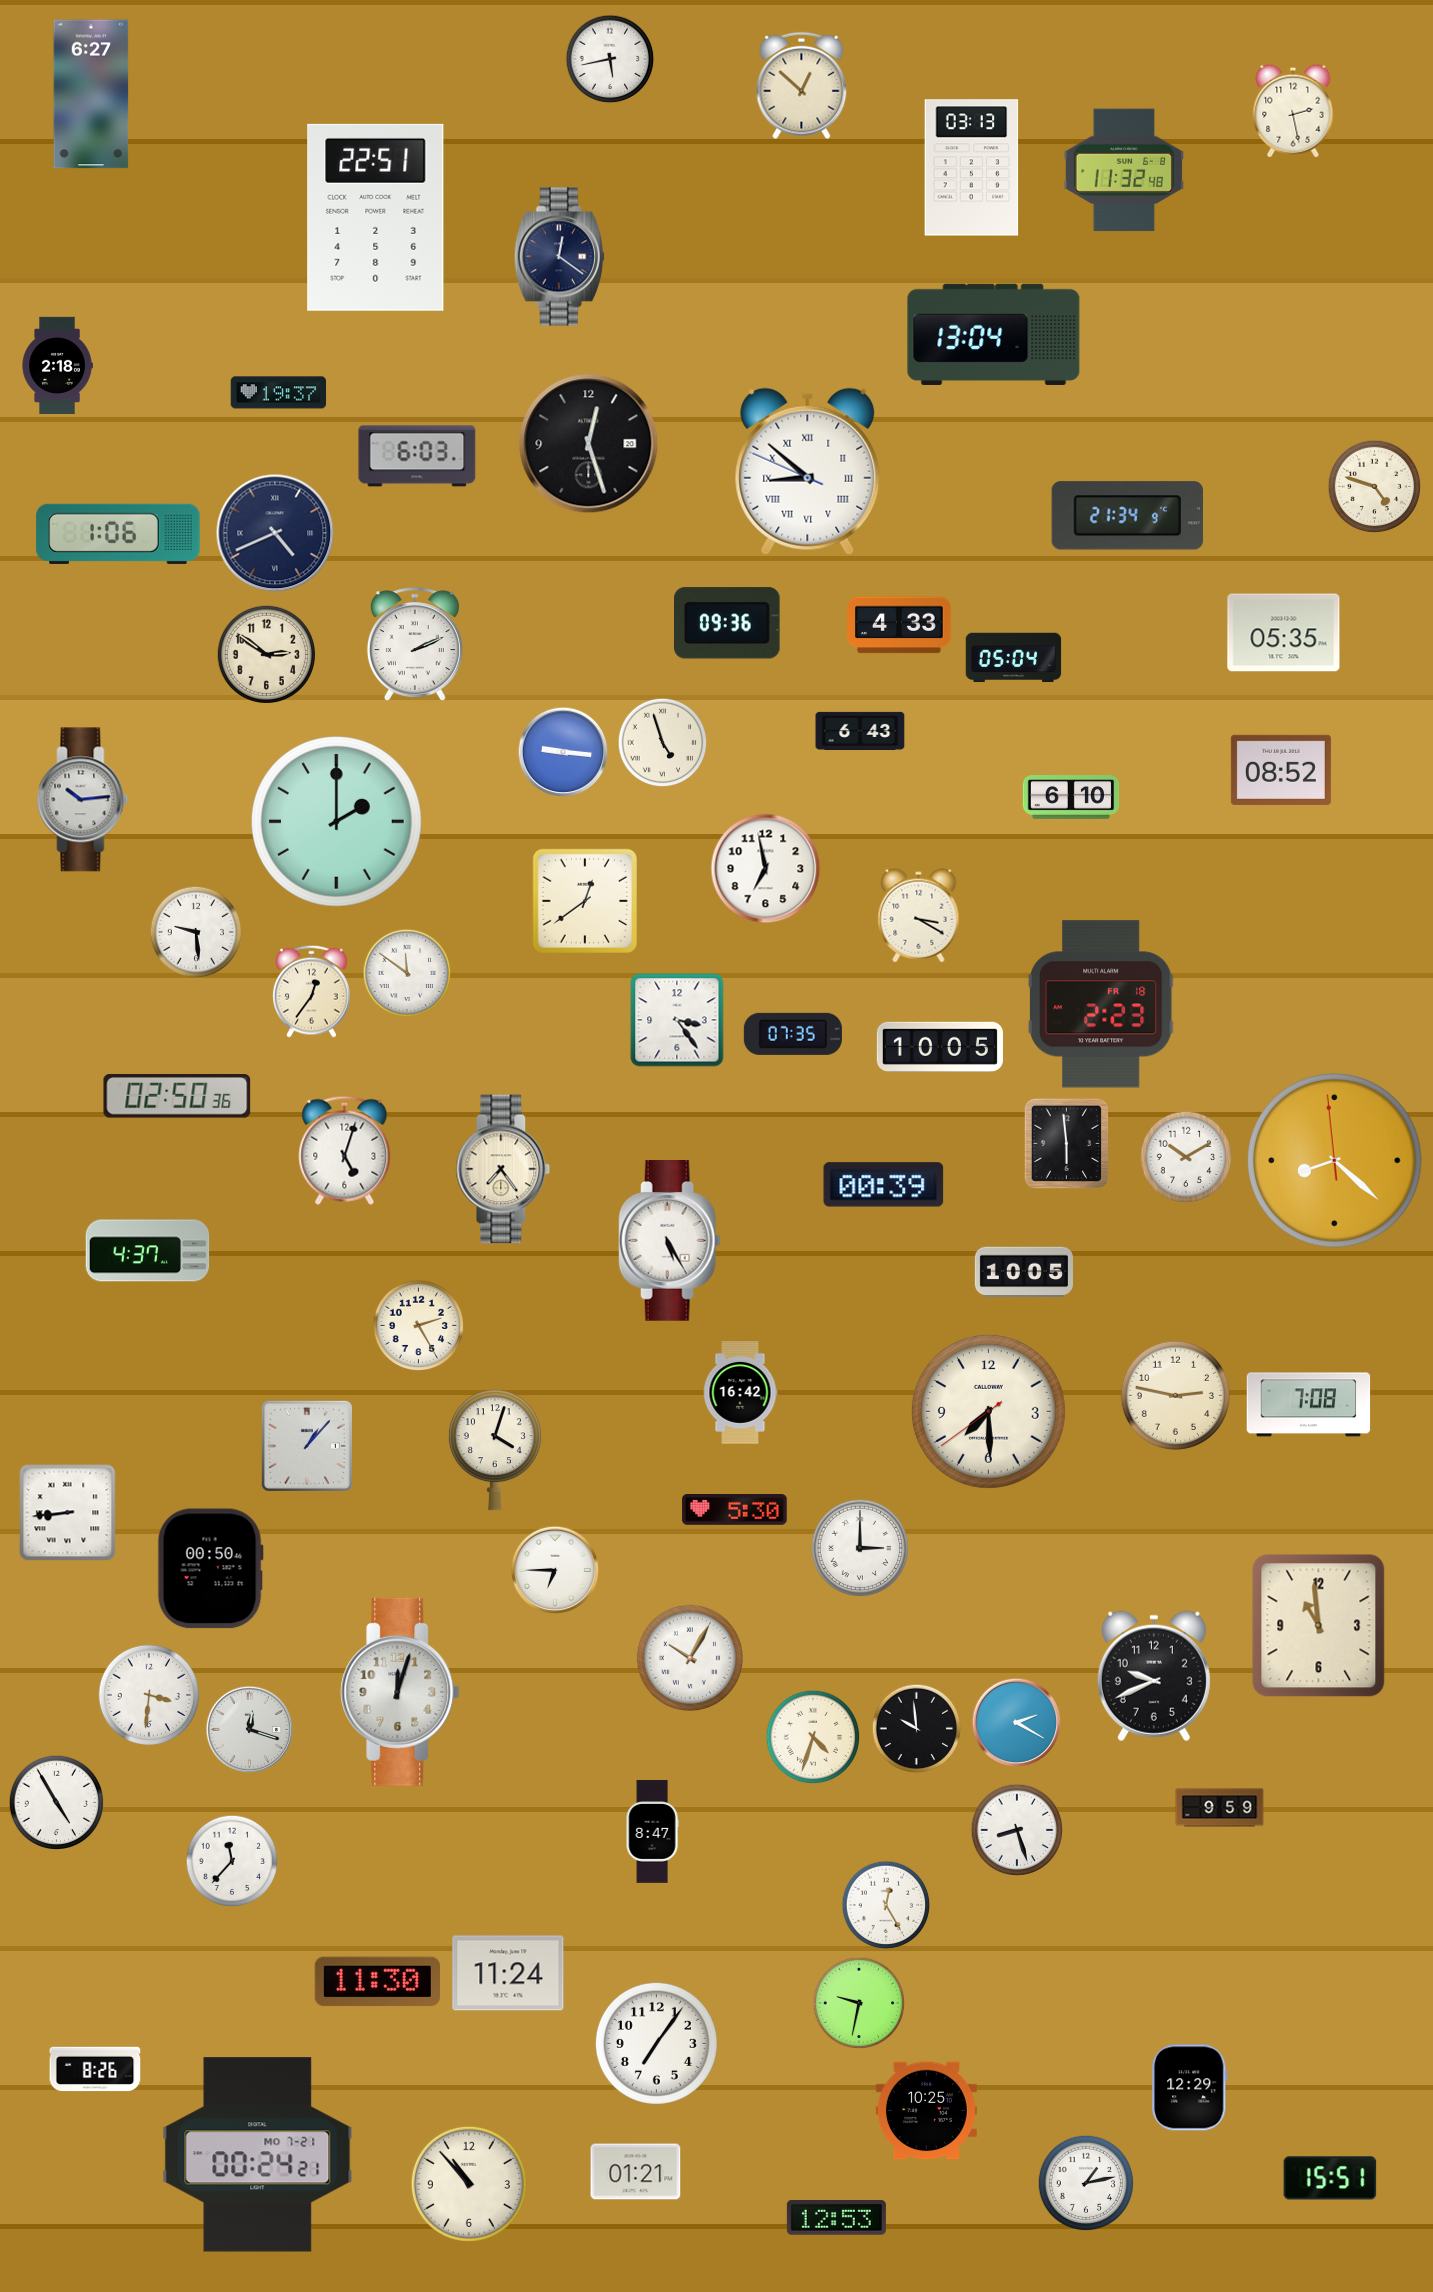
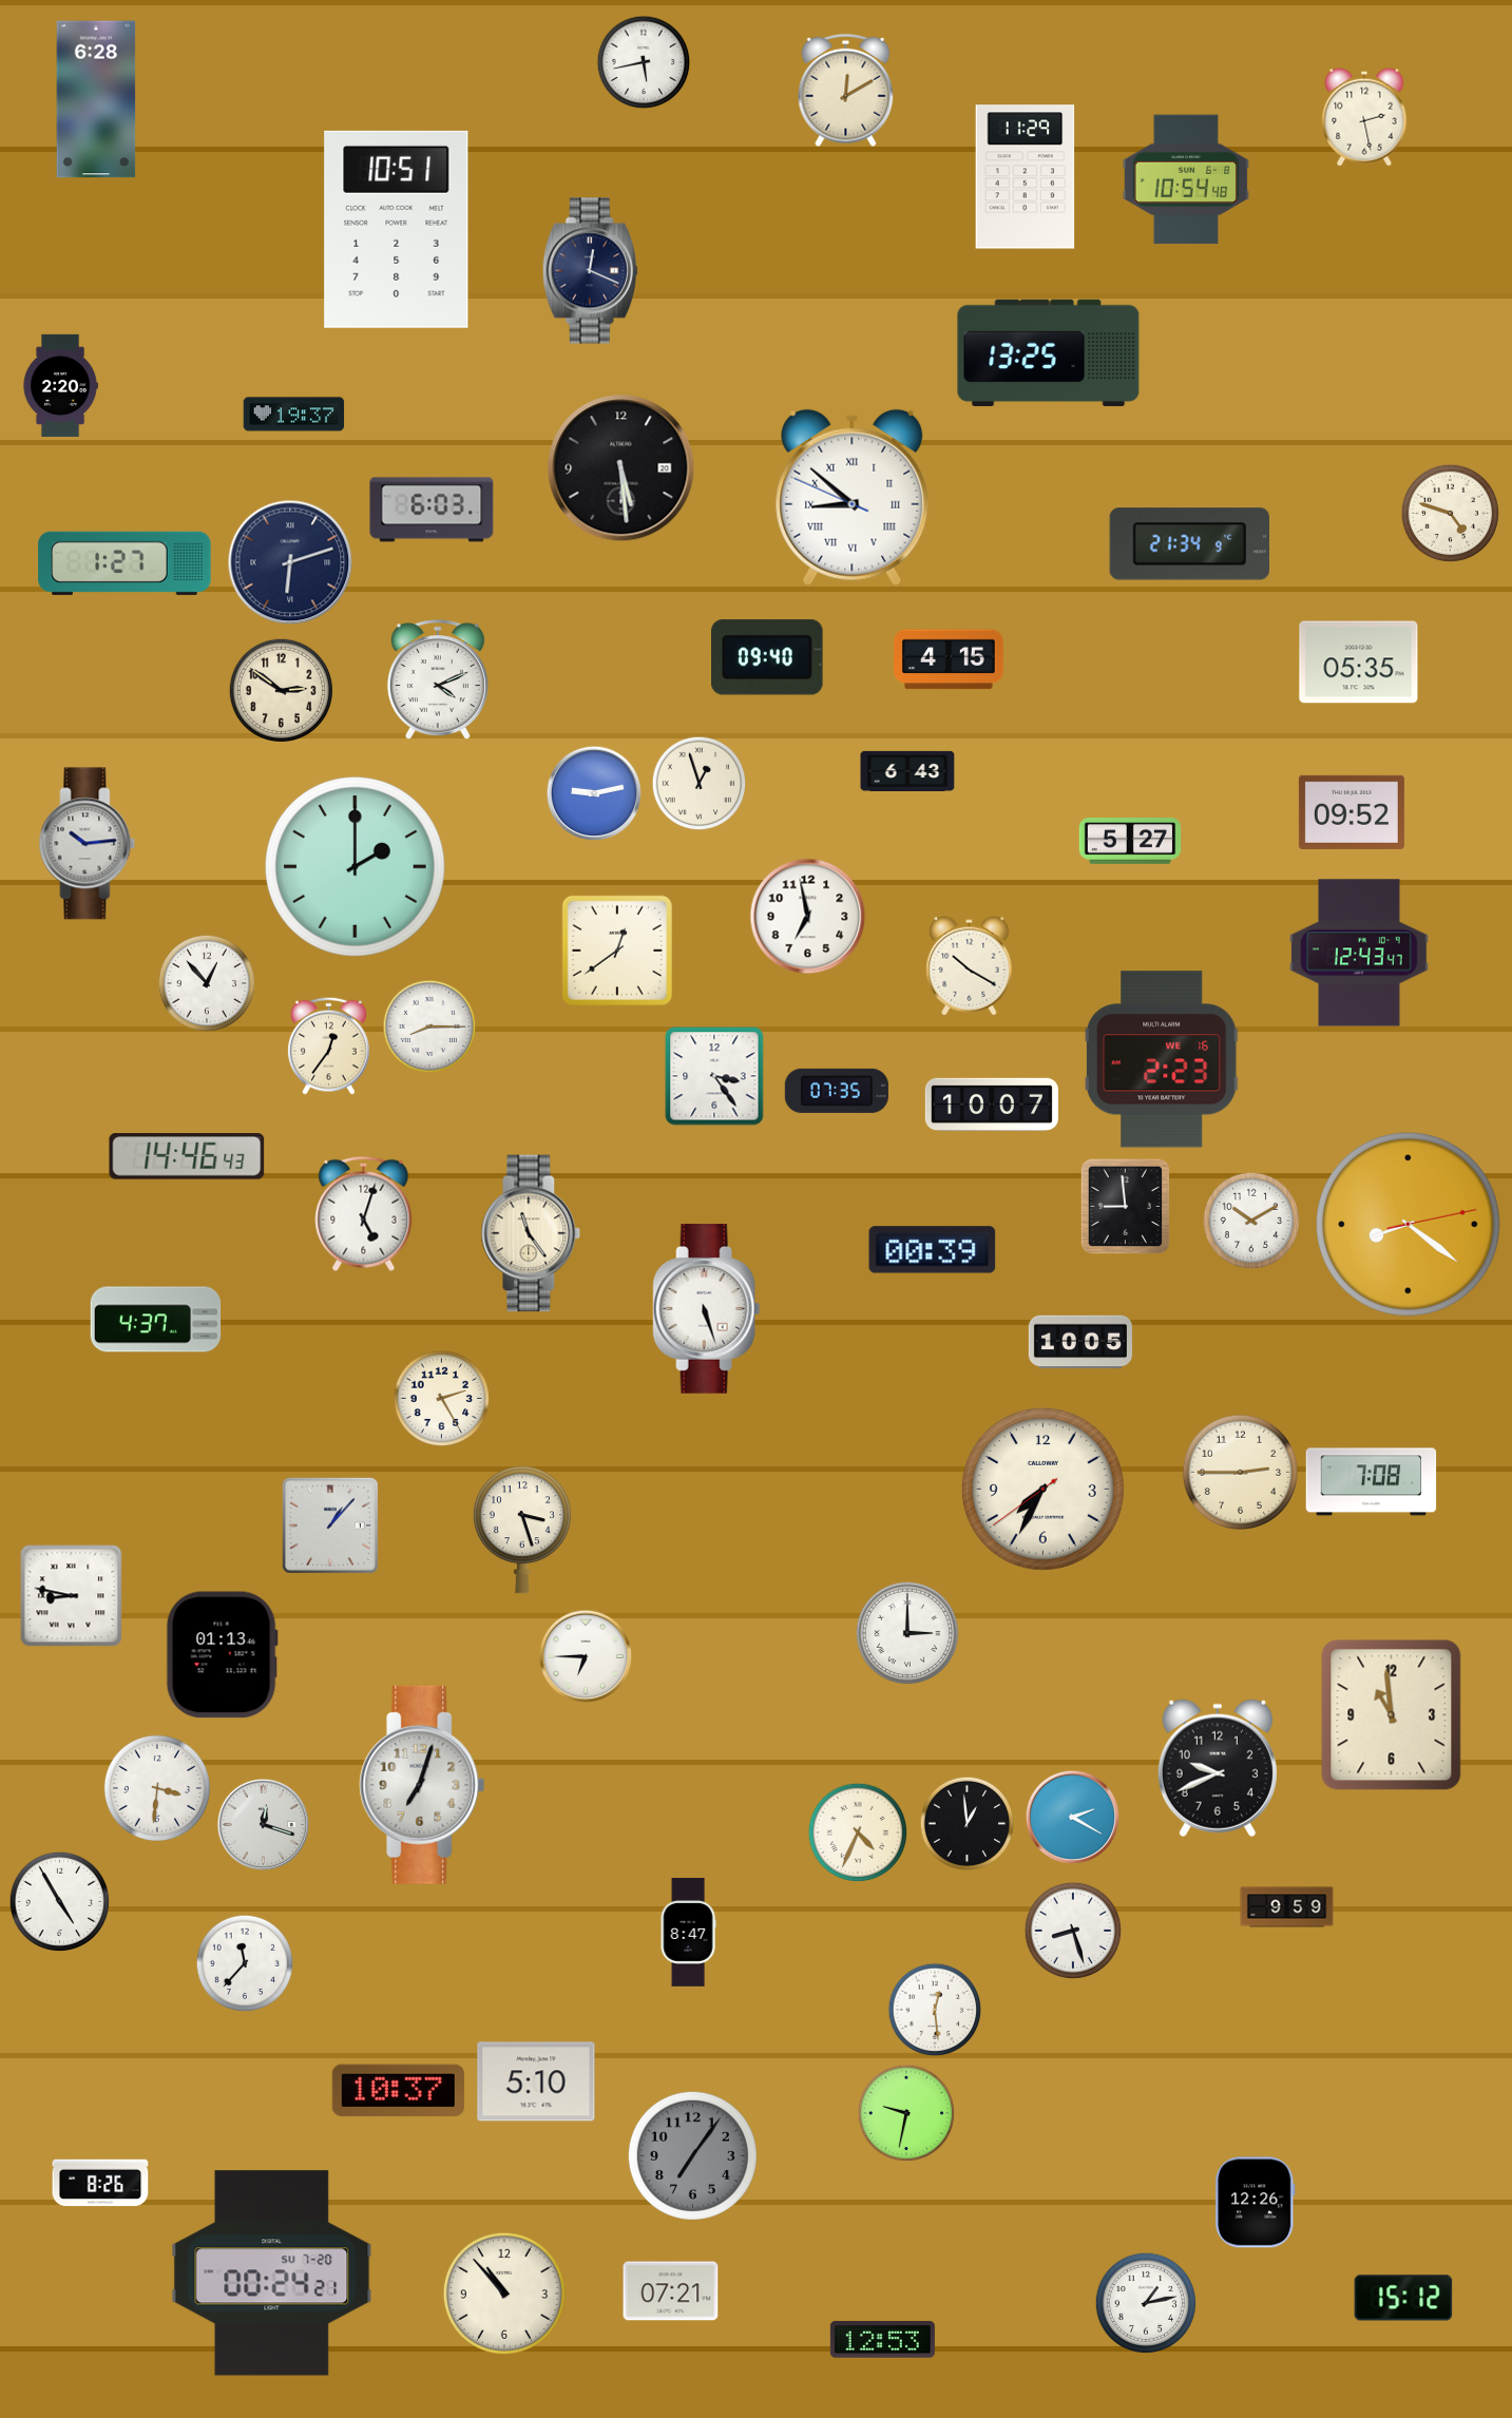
clock at (802, 86): 12:52 -> 12:10
clock at (91, 94): 6:27 -> 6:28
clock at (972, 168): 03:13 -> 11:29
clock at (1124, 170): 11:32 -> 10:54
clock at (376, 217): 22:51 -> 10:51
clock at (559, 257): 12:21 -> 12:19
clock at (994, 334): 13:04 -> 13:25
clock at (57, 365): 2:18 -> 2:20
clock at (589, 444): 12:27 -> 5:29
clock at (417, 456) position: (417, 456) -> (432, 510)
clock at (275, 533): 4:41 -> 6:12
clock at (118, 534): 1:06 -> 1:27
clock at (728, 623): 09:36 -> 09:40
clock at (899, 625): 4:33 -> 4:15
clock at (1284, 633) position: (1284, 633) -> (1359, 663)
clock at (415, 645): 2:11 -> 4:11
clock at (1014, 658): 05:04 -> none
clock at (663, 743): 4:57 -> 12:57
clock at (563, 752): 9:16 -> 9:13
clock at (1281, 770): 08:52 -> 09:52
clock at (1071, 797): 6:10 -> 5:27
clock at (1359, 953): none -> 12:43
clock at (919, 916): 3:20 -> 10:20
clock at (196, 932): 9:29 -> 12:53
clock at (407, 973): 11:51 -> 8:15
clock at (1101, 1004) date: FR 18 -> WE 16
clock at (940, 1047): 10:05 -> 10:07
clock at (177, 1096): 02:50 -> 14:46
clock at (1067, 1144): 5:59 -> 8:59
clock at (1335, 1161): 8:21:59 -> 8:21:13
clock at (503, 1169): 7:24 -> 11:24
clock at (670, 1241): 5:25 -> 5:27
clock at (740, 1393): 16:42 -> none
clock at (1175, 1395): 2:47 -> 2:45
clock at (1309, 1405) position: (1309, 1405) -> (1372, 1482)
clock at (988, 1411): 7:29 -> 7:34
clock at (307, 1446) position: (307, 1446) -> (330, 1525)
clock at (495, 1450): 4:03 -> 3:27
clock at (735, 1510): 5:30 -> none
clock at (68, 1513): 8:44 -> 8:47
clock at (210, 1569): 00:50 -> 01:13
clock at (690, 1658): 10:05 -> none
clock at (400, 1692): 12:03 -> 7:03
clock at (917, 1729): 9:59 -> 12:59
clock at (813, 1737): 4:33 -> 4:34
clock at (886, 1905): 12:25 -> 12:29
clock at (508, 1973): 11:24 -> 5:10
clock at (377, 1982): 11:30 -> 10:37
clock at (656, 2043) dial: white -> grey
clock at (1190, 2088): 12:29 -> 12:26
clock at (926, 2111): 10:25 -> none
clock at (258, 2155) date: MO 7-21 -> SU 7-20
clock at (636, 2172): 01:21 -> 07:21
clock at (1330, 2178): 15:51 -> 15:12
clock at (469, 2184) position: (469, 2184) -> (504, 2294)
